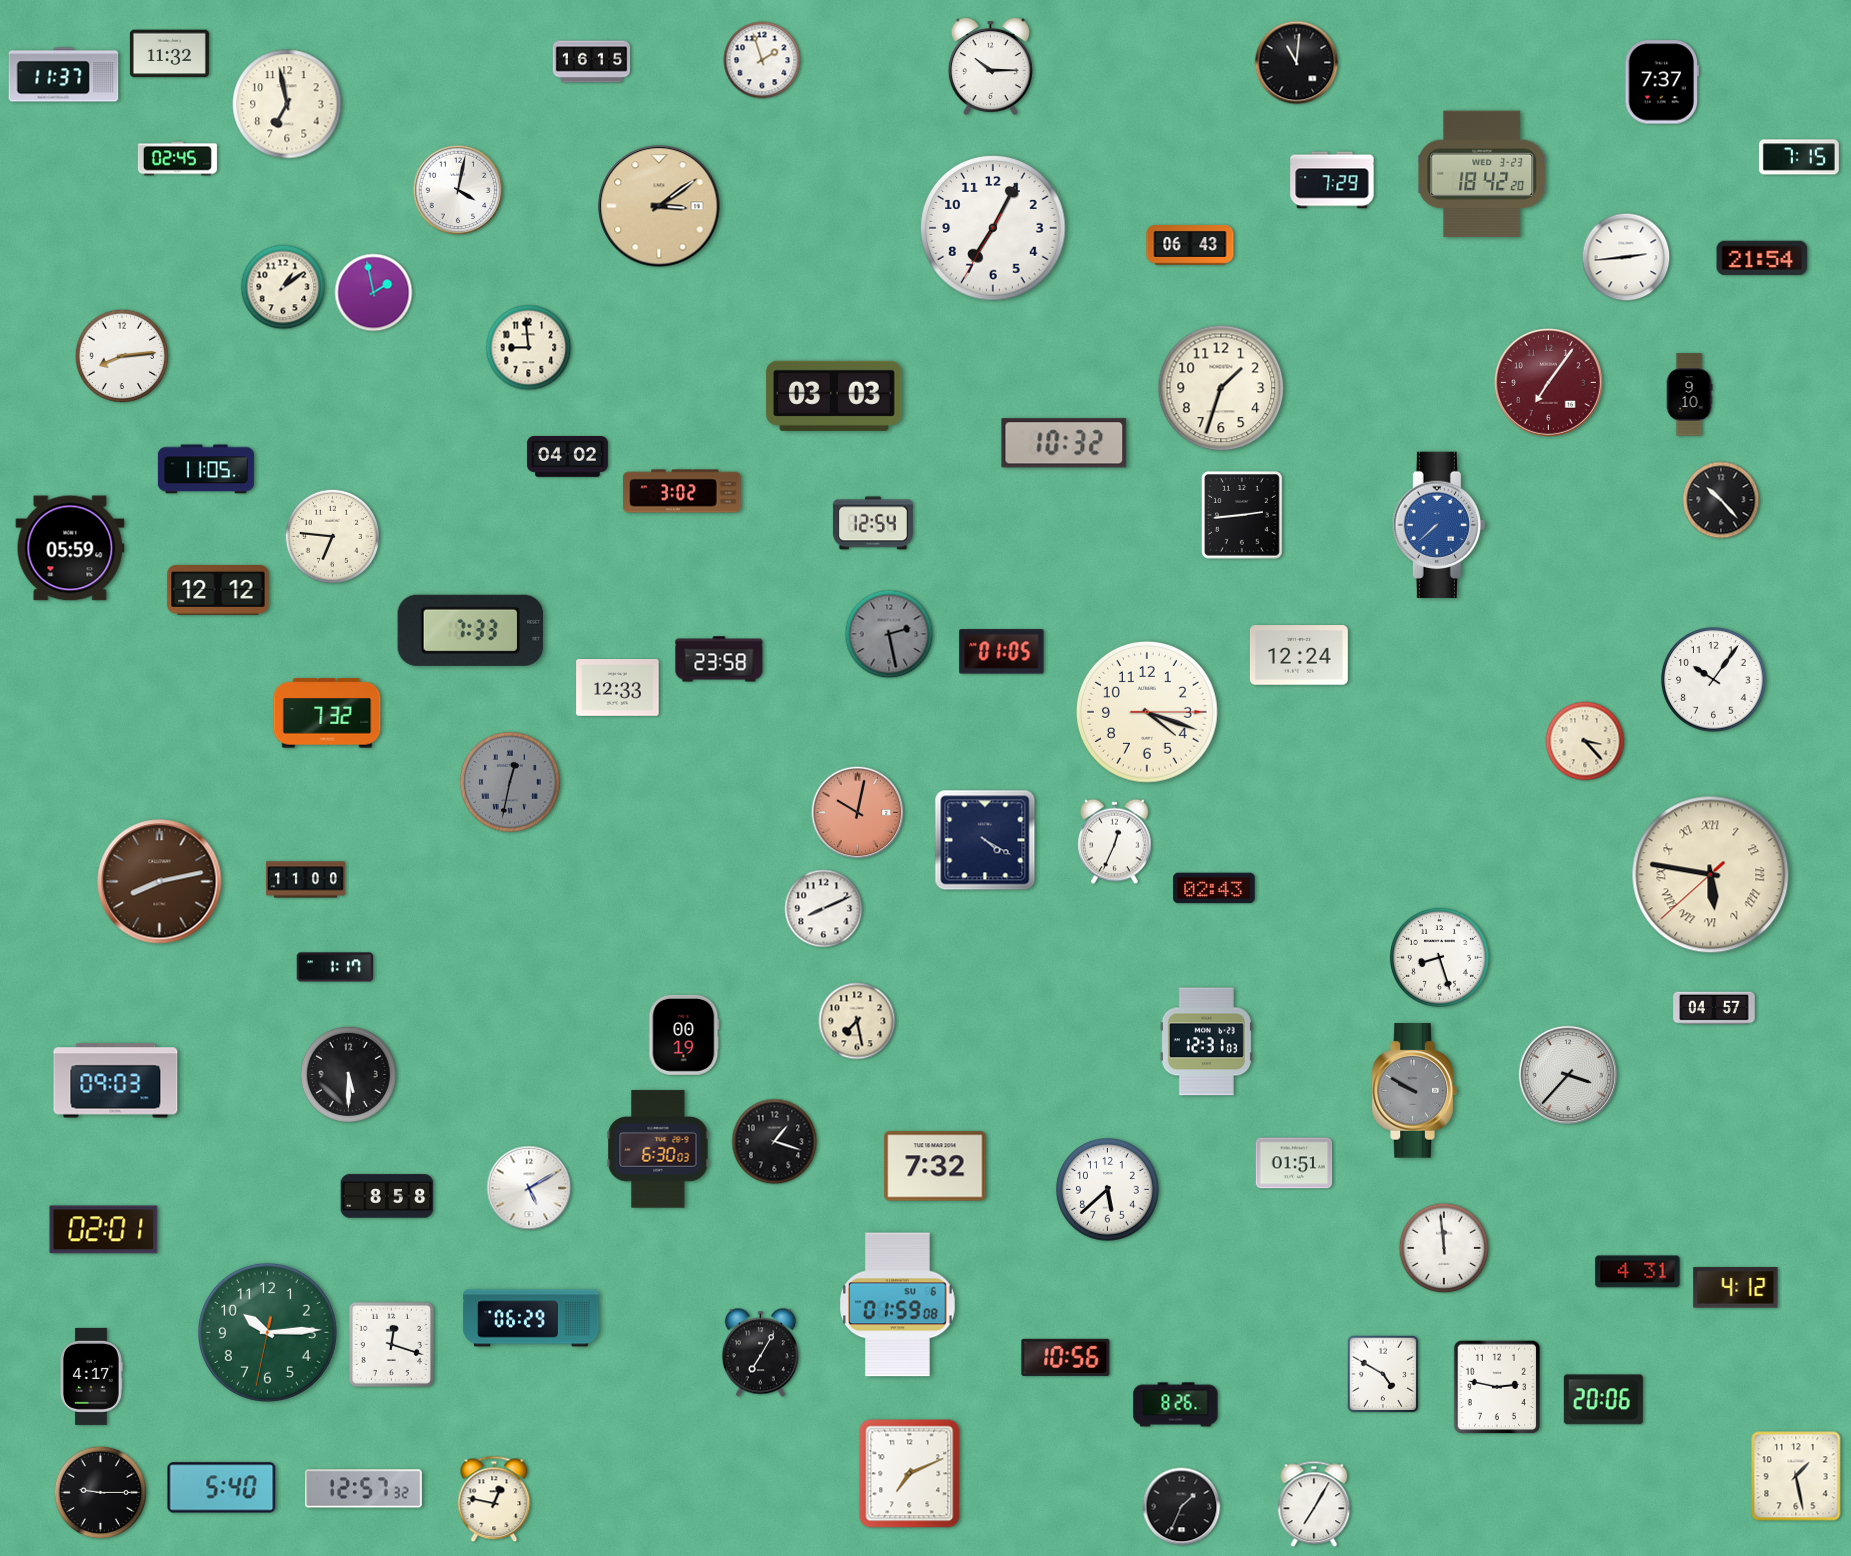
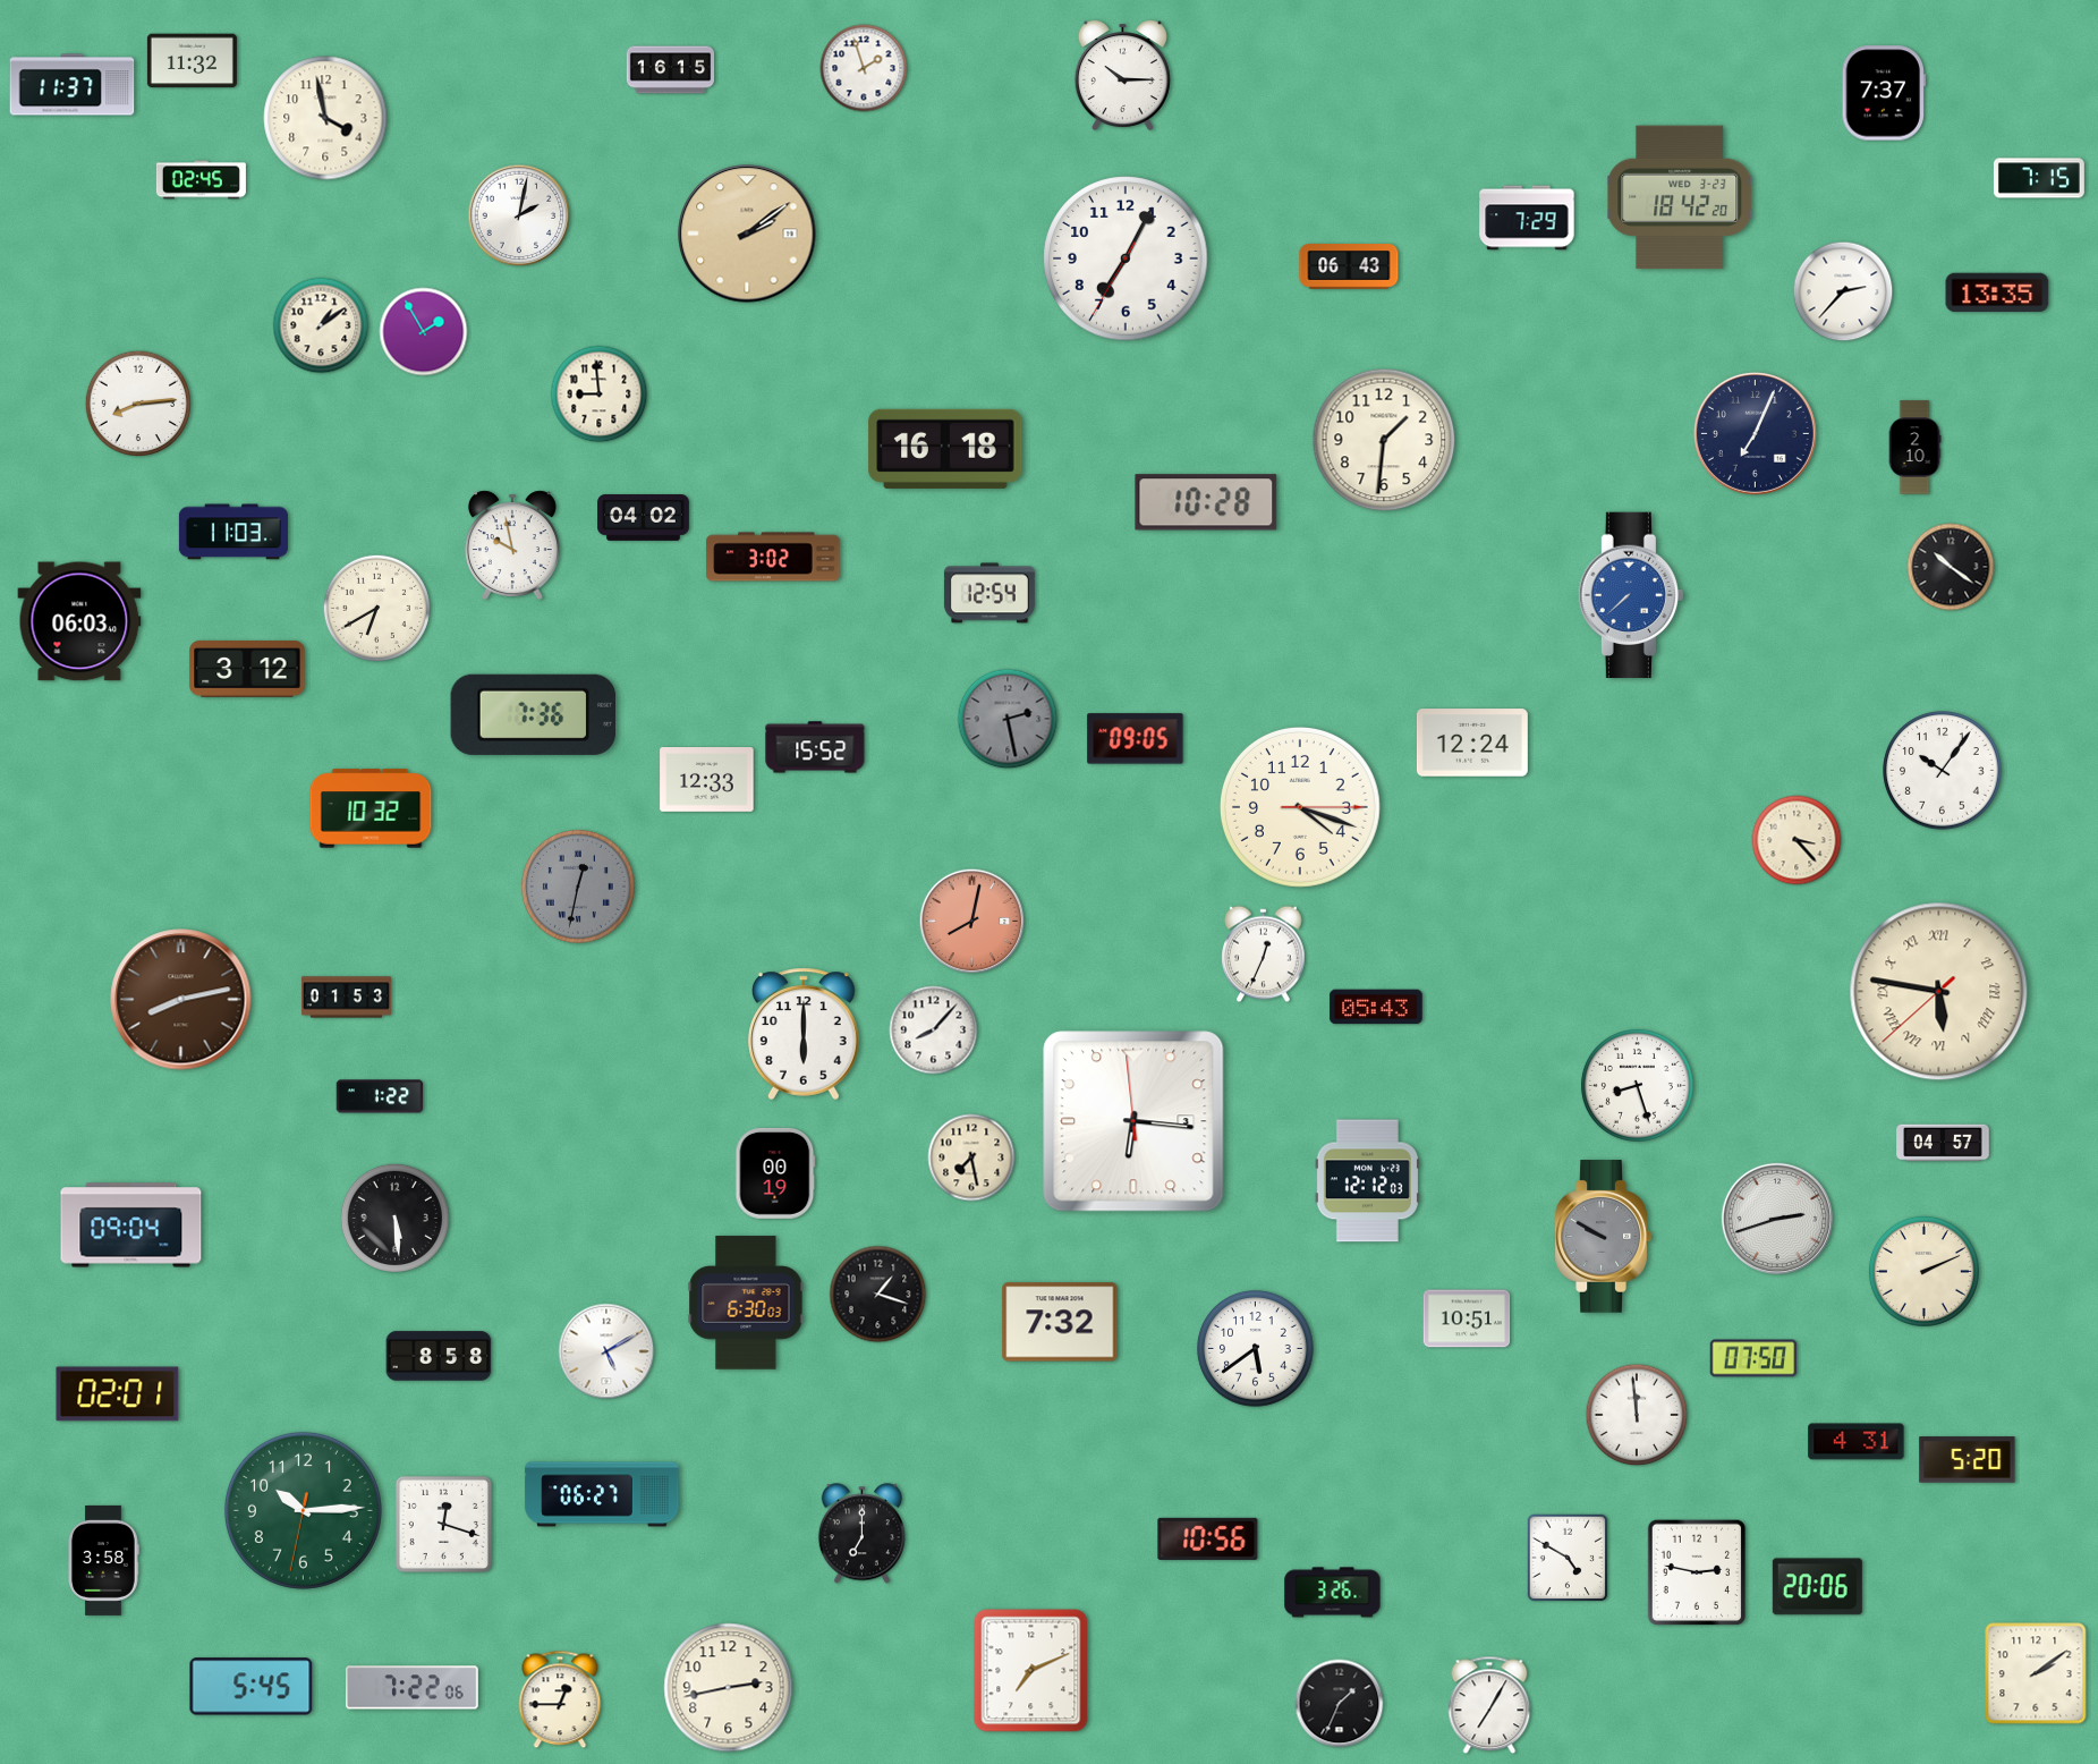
clock at (1297, 63): 11:01 -> none
clock at (287, 104): 6:58 -> 3:58
clock at (1332, 180) position: (1332, 180) -> (1527, 218)
clock at (458, 190): 4:02 -> 2:02
clock at (659, 206): 3:09 -> 2:09
clock at (1190, 245) position: (1190, 245) -> (1349, 266)
clock at (1626, 257): 2:44 -> 2:37
clock at (1762, 258): 21:54 -> 13:35
clock at (374, 293): 1:58 -> 1:55
clock at (1548, 382): 7:06 -> 7:04
clock at (1548, 382) dial: burgundy -> navy
clock at (1221, 388): 1:33 -> 1:31
clock at (1689, 395): 9:10 -> 2:10
clock at (834, 396): 03:03 -> 16:18
clock at (1064, 443): 10:32 -> 10:28
clock at (206, 469): 11:05 -> 11:03
clock at (512, 545): none -> 9:58
clock at (1721, 500): 10:23 -> 10:21
clock at (1243, 515): 2:44 -> none
clock at (332, 536): 6:46 -> 6:40
clock at (70, 548): 05:59 -> 06:03
clock at (218, 591): 12:12 -> 3:12
clock at (471, 630): 7:33 -> 7:36
clock at (1002, 652): 01:05 -> 09:05
clock at (719, 659): 23:58 -> 15:52
clock at (618, 688) position: (618, 688) -> (707, 780)
clock at (327, 713): 7:32 -> 10:32
clock at (858, 813): 10:02 -> 8:02
clock at (985, 840): 4:20 -> none
clock at (305, 880): 11:00 -> 01:53
clock at (1214, 888): 02:43 -> 05:43
clock at (824, 909): 8:11 -> 8:07
clock at (804, 1034): none -> 6:00
clock at (1439, 957) position: (1439, 957) -> (1637, 1085)
clock at (335, 967): 1:17 -> 1:22
clock at (1133, 1121): none -> 6:15
clock at (1206, 1042): 12:31 -> 12:12
clock at (348, 1074): 5:30 -> 5:29
clock at (1568, 1075): 3:37 -> 2:42
clock at (116, 1081): 09:03 -> 09:04
clock at (1923, 1271): none -> 2:11
clock at (1294, 1163): 01:51 -> 10:51
clock at (529, 1188) position: (529, 1188) -> (606, 1351)
clock at (1108, 1190): 5:38 -> 5:39
clock at (1753, 1358): none -> 07:50
clock at (1736, 1288): 4:12 -> 5:20
clock at (898, 1305): 01:59 -> none
clock at (531, 1318): 06:29 -> 06:27
clock at (760, 1353): 7:05 -> 7:00
clock at (91, 1376): 4:17 -> 3:58
clock at (1176, 1405): 8:26 -> 3:26
clock at (1796, 1476): 1:28 -> 2:09
clock at (222, 1488): 5:40 -> 5:45
clock at (364, 1489): 12:57 -> 7:22
clock at (729, 1688): none -> 2:43
clock at (101, 1493): 9:15 -> none
clock at (494, 1499): 12:47 -> 12:45
clock at (1182, 1507) position: (1182, 1507) -> (1340, 1704)
